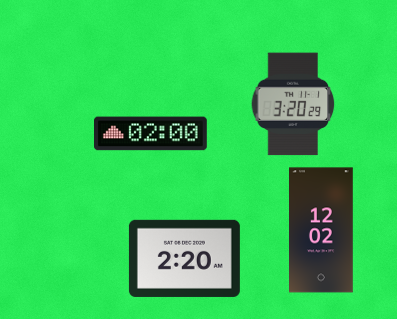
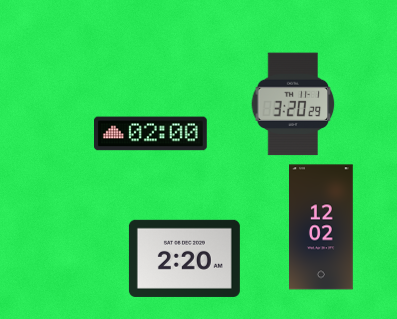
clock at (322, 230) position: (322, 230) -> (322, 227)
